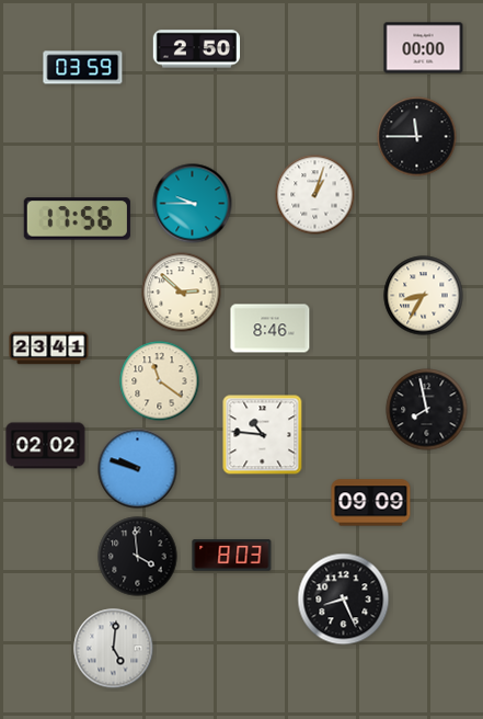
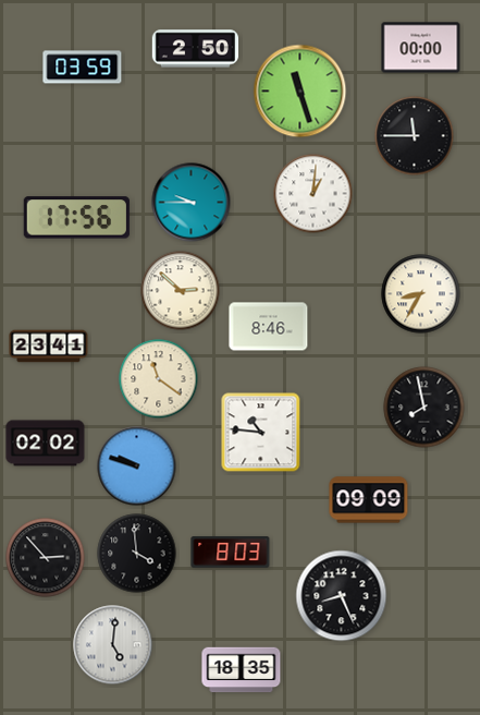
clock at (300, 92): none -> 11:27
clock at (315, 195): 1:03 -> 1:01
clock at (46, 558): none -> 2:53
clock at (242, 670): none -> 18:35
